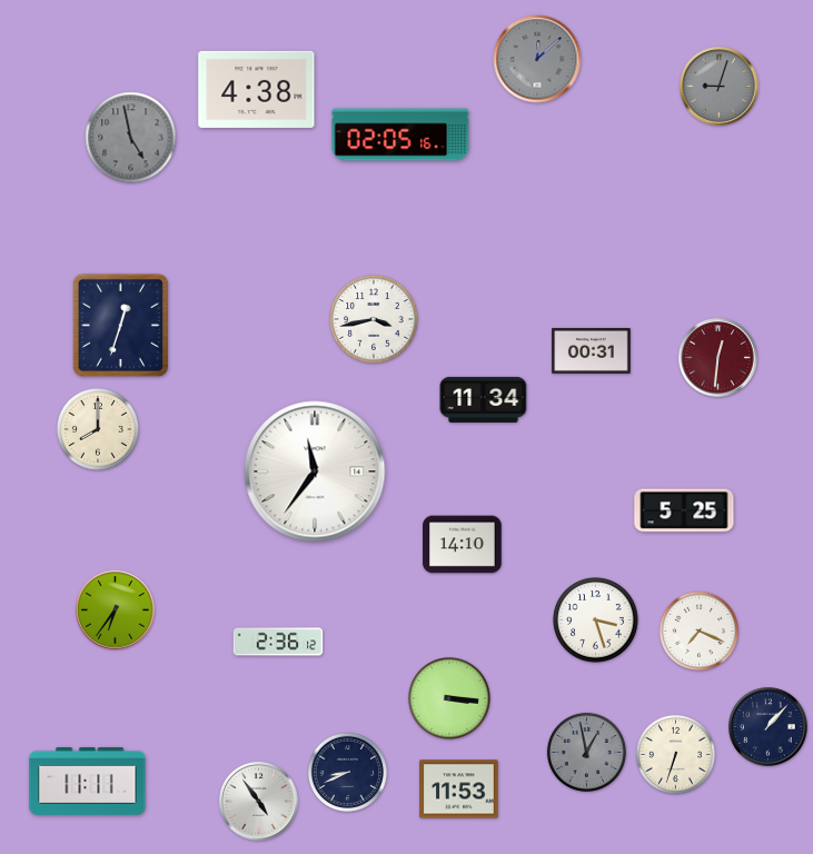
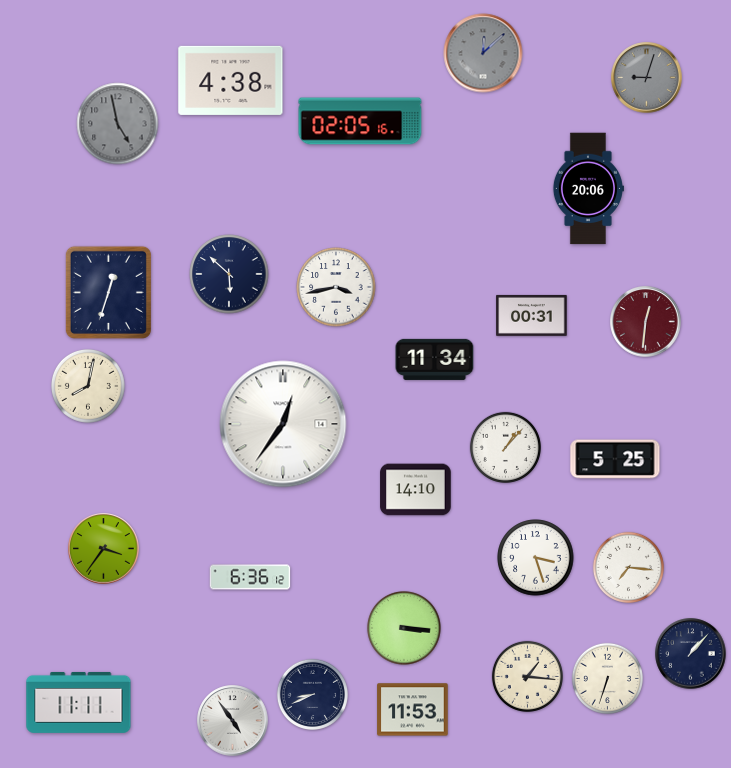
clock at (588, 189): none -> 20:06
clock at (229, 274): none -> 5:52
clock at (98, 429): 8:00 -> 8:02
clock at (315, 471): 11:36 -> 12:36
clock at (505, 447): none -> 1:07
clock at (116, 610): 6:36 -> 3:36
clock at (698, 630): 7:19 -> 7:16
clock at (278, 642): 2:36 -> 6:36
clock at (586, 752): 12:58 -> 1:16
clock at (586, 752) dial: grey -> cream
